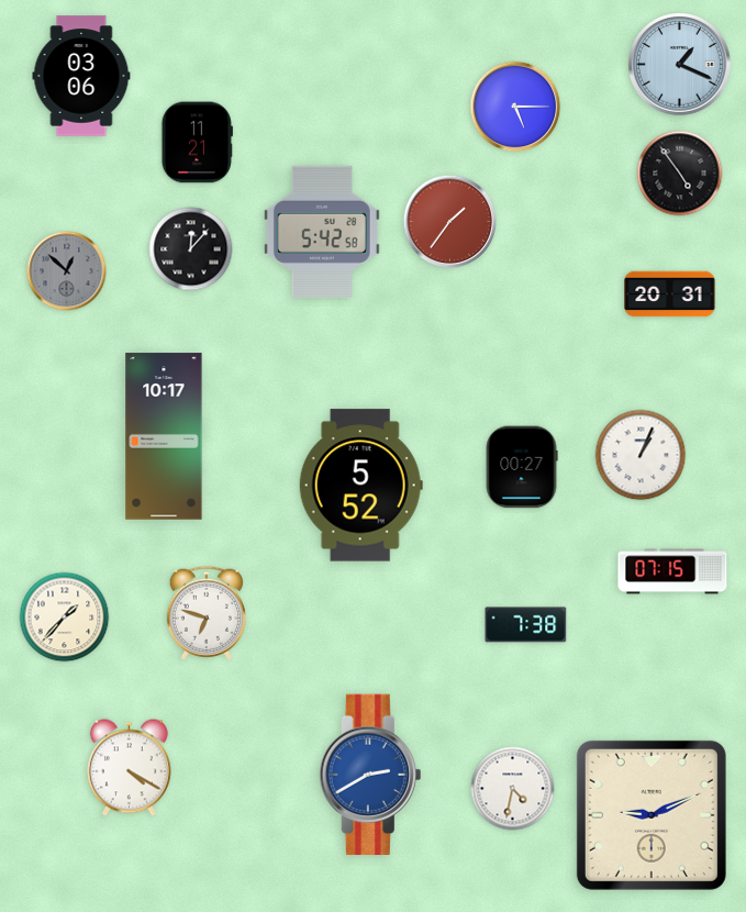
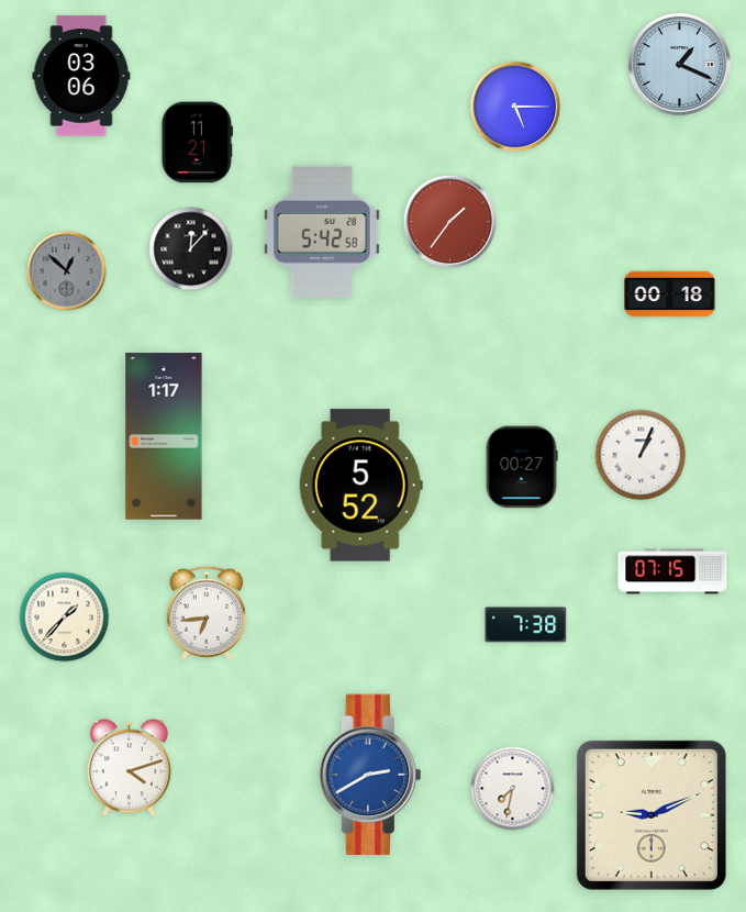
clock at (680, 174): 4:54 -> none
clock at (670, 294): 20:31 -> 00:18
clock at (164, 436): 10:17 -> 1:17
clock at (205, 613): 6:48 -> 6:44
clock at (129, 768): 4:20 -> 4:12
clock at (513, 789): 4:32 -> 7:32
